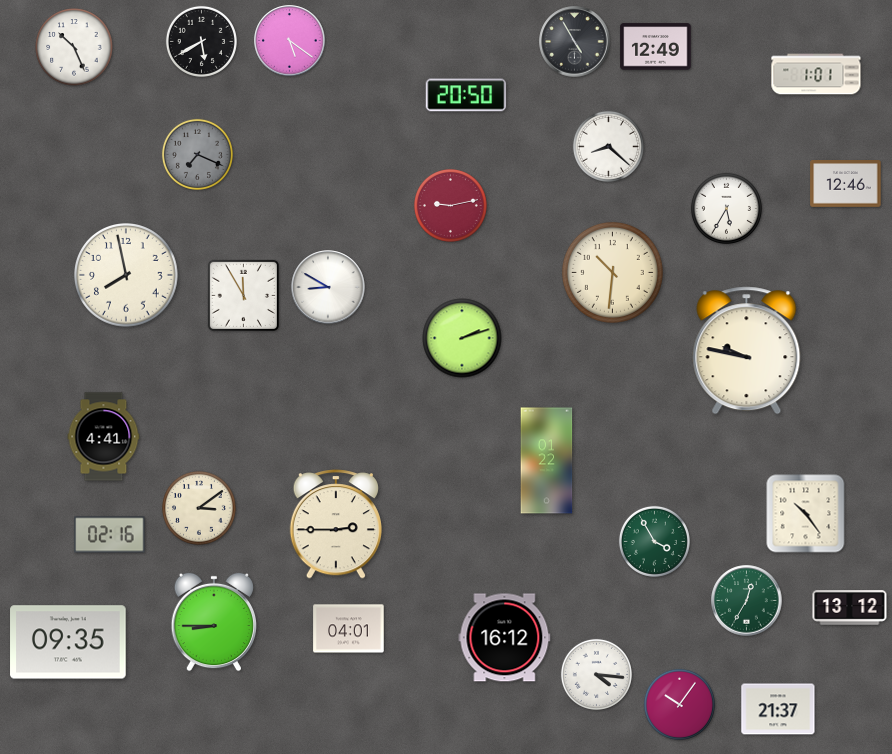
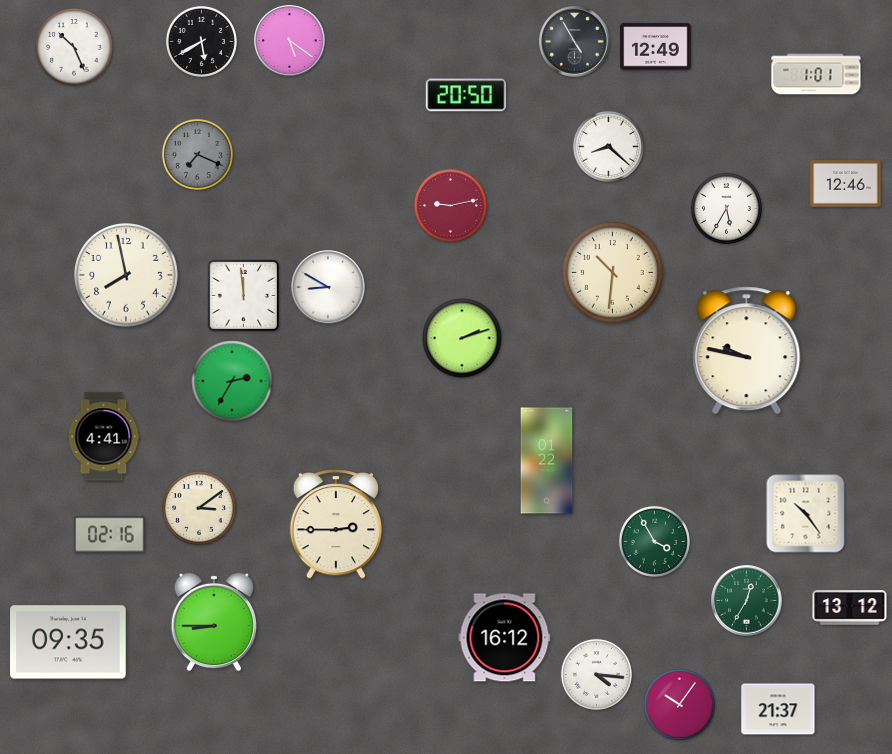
clock at (243, 295): 11:55 -> 11:59
clock at (232, 381): none -> 2:35
clock at (349, 629): 04:01 -> none
